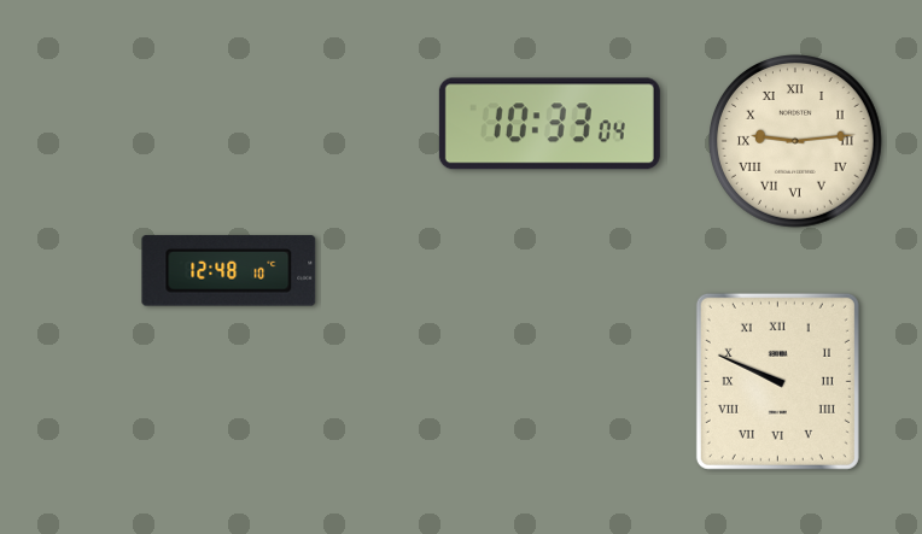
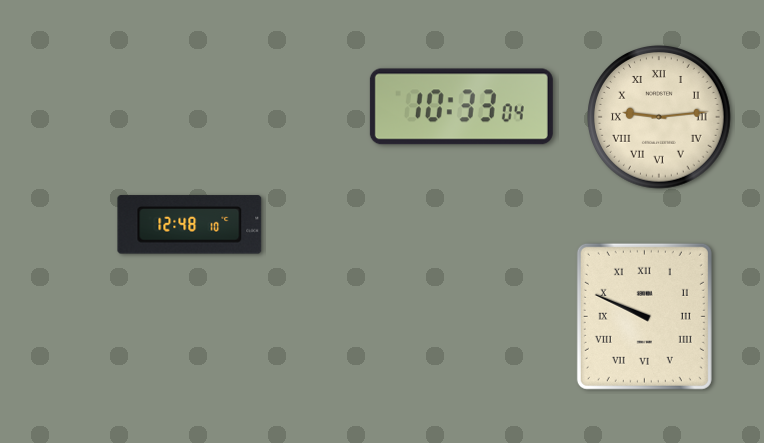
clock at (549, 124) position: (549, 124) -> (461, 107)
